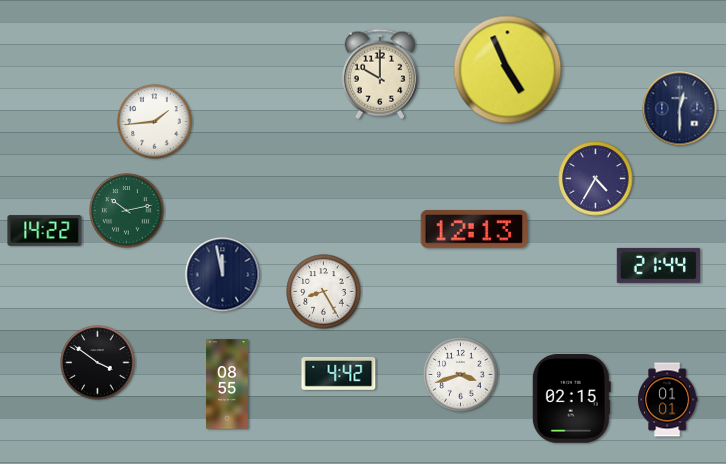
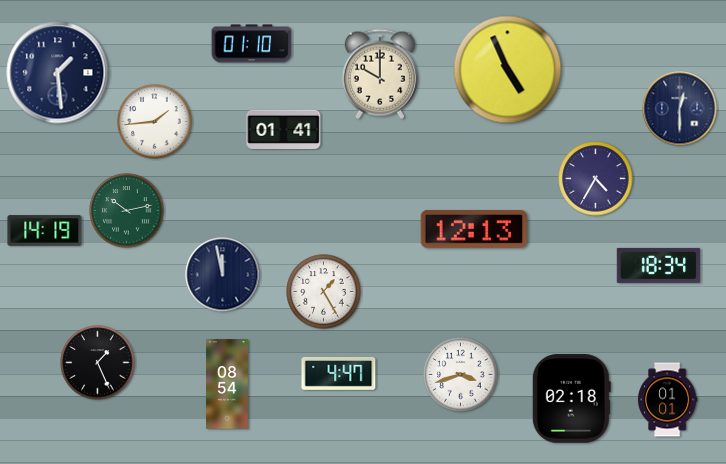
clock at (252, 44): none -> 01:10
clock at (58, 73): none -> 1:29
clock at (284, 130): none -> 01:41
clock at (45, 231): 14:22 -> 14:19
clock at (658, 265): 21:44 -> 18:34
clock at (324, 292): 8:25 -> 1:25
clock at (98, 363): 3:51 -> 1:26
clock at (339, 373): 4:42 -> 4:47
clock at (227, 384): 08:55 -> 08:54
clock at (571, 399): 02:15 -> 02:18
